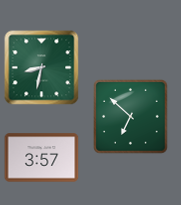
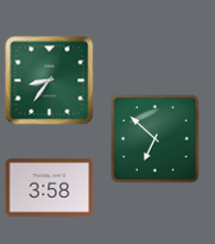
clock at (42, 68): 8:32 -> 8:36
clock at (42, 158): 3:57 -> 3:58
